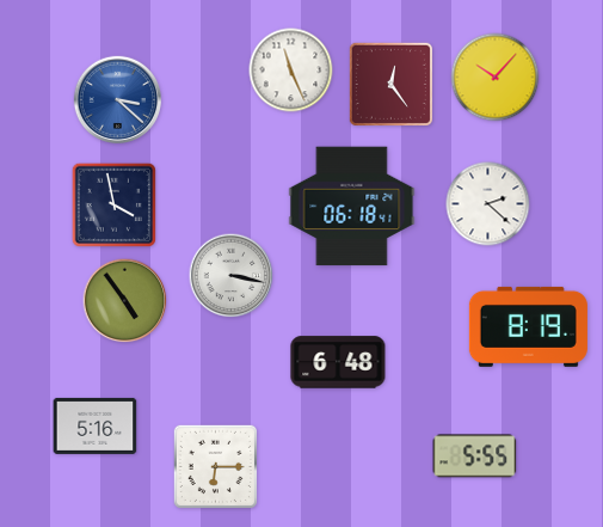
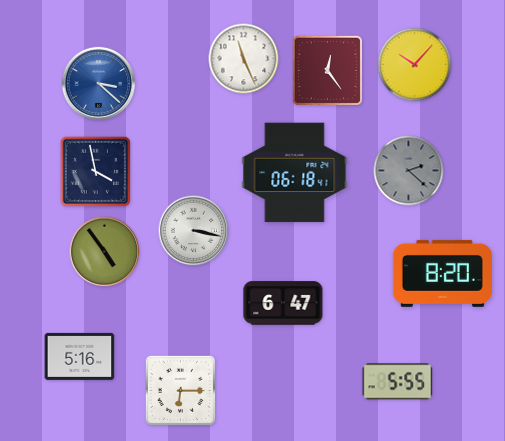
clock at (488, 204) dial: white -> grey
clock at (528, 326): 8:19 -> 8:20
clock at (338, 362): 6:48 -> 6:47
